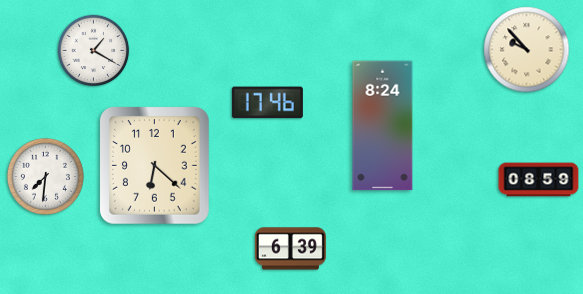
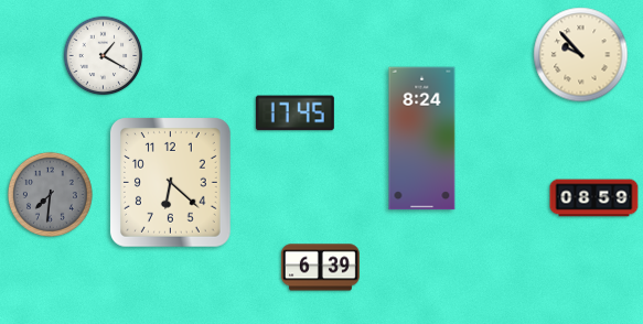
clock at (267, 103): 17:46 -> 17:45
clock at (45, 176) dial: white -> grey
clock at (290, 249) position: (290, 249) -> (320, 268)
